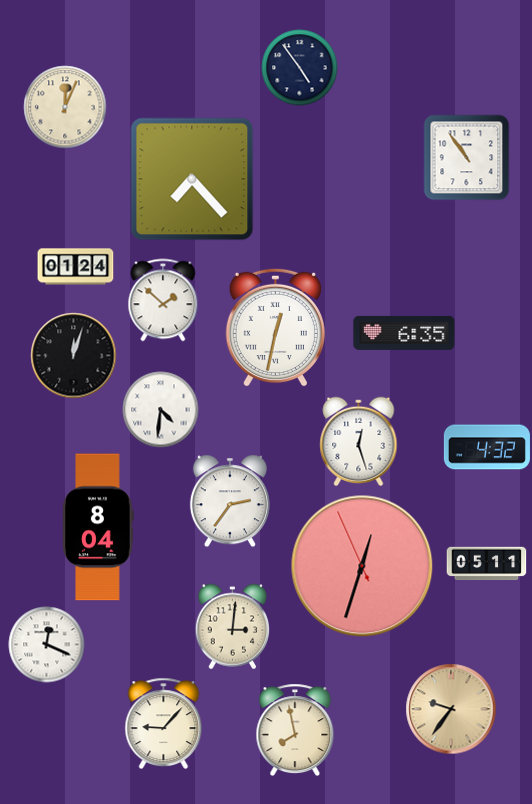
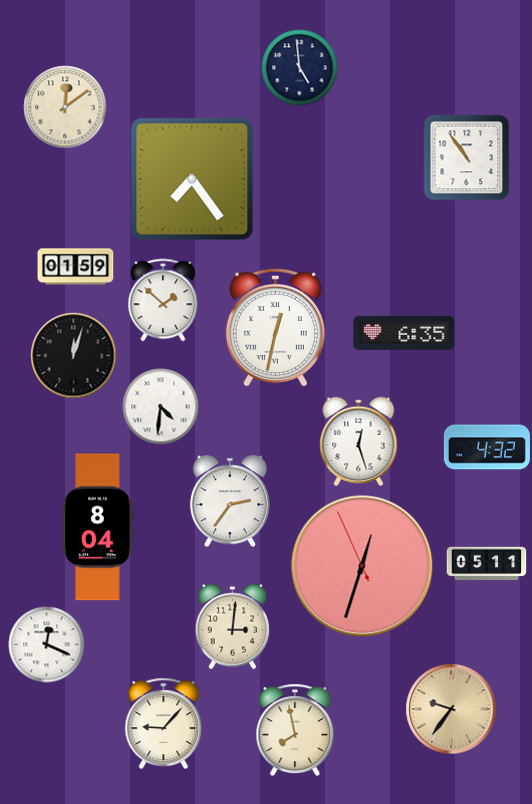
clock at (300, 68): 4:54 -> 4:59
clock at (65, 107): 12:04 -> 12:09
clock at (192, 179): 7:23 -> 7:24
clock at (76, 267): 01:24 -> 01:59
clock at (161, 410) position: (161, 410) -> (161, 407)
